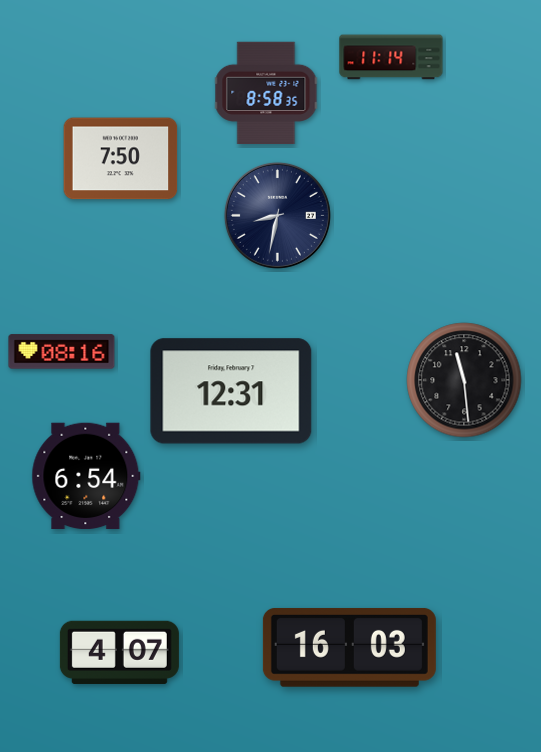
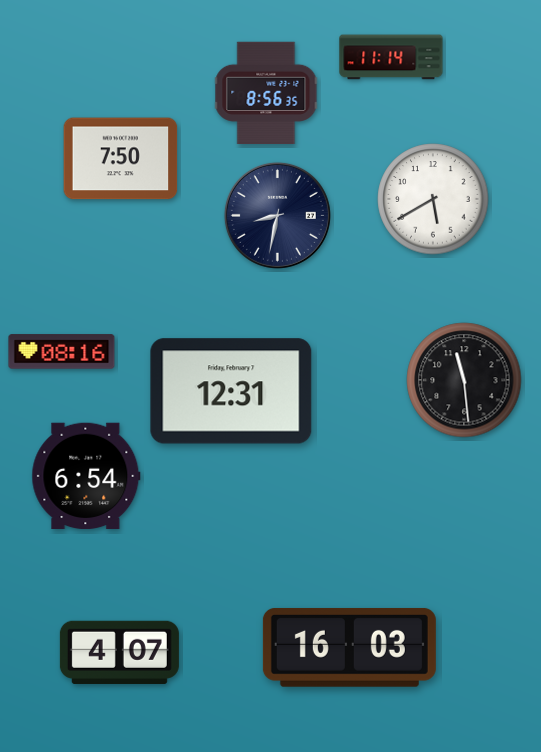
clock at (266, 93): 8:58 -> 8:56
clock at (433, 199): none -> 5:40
